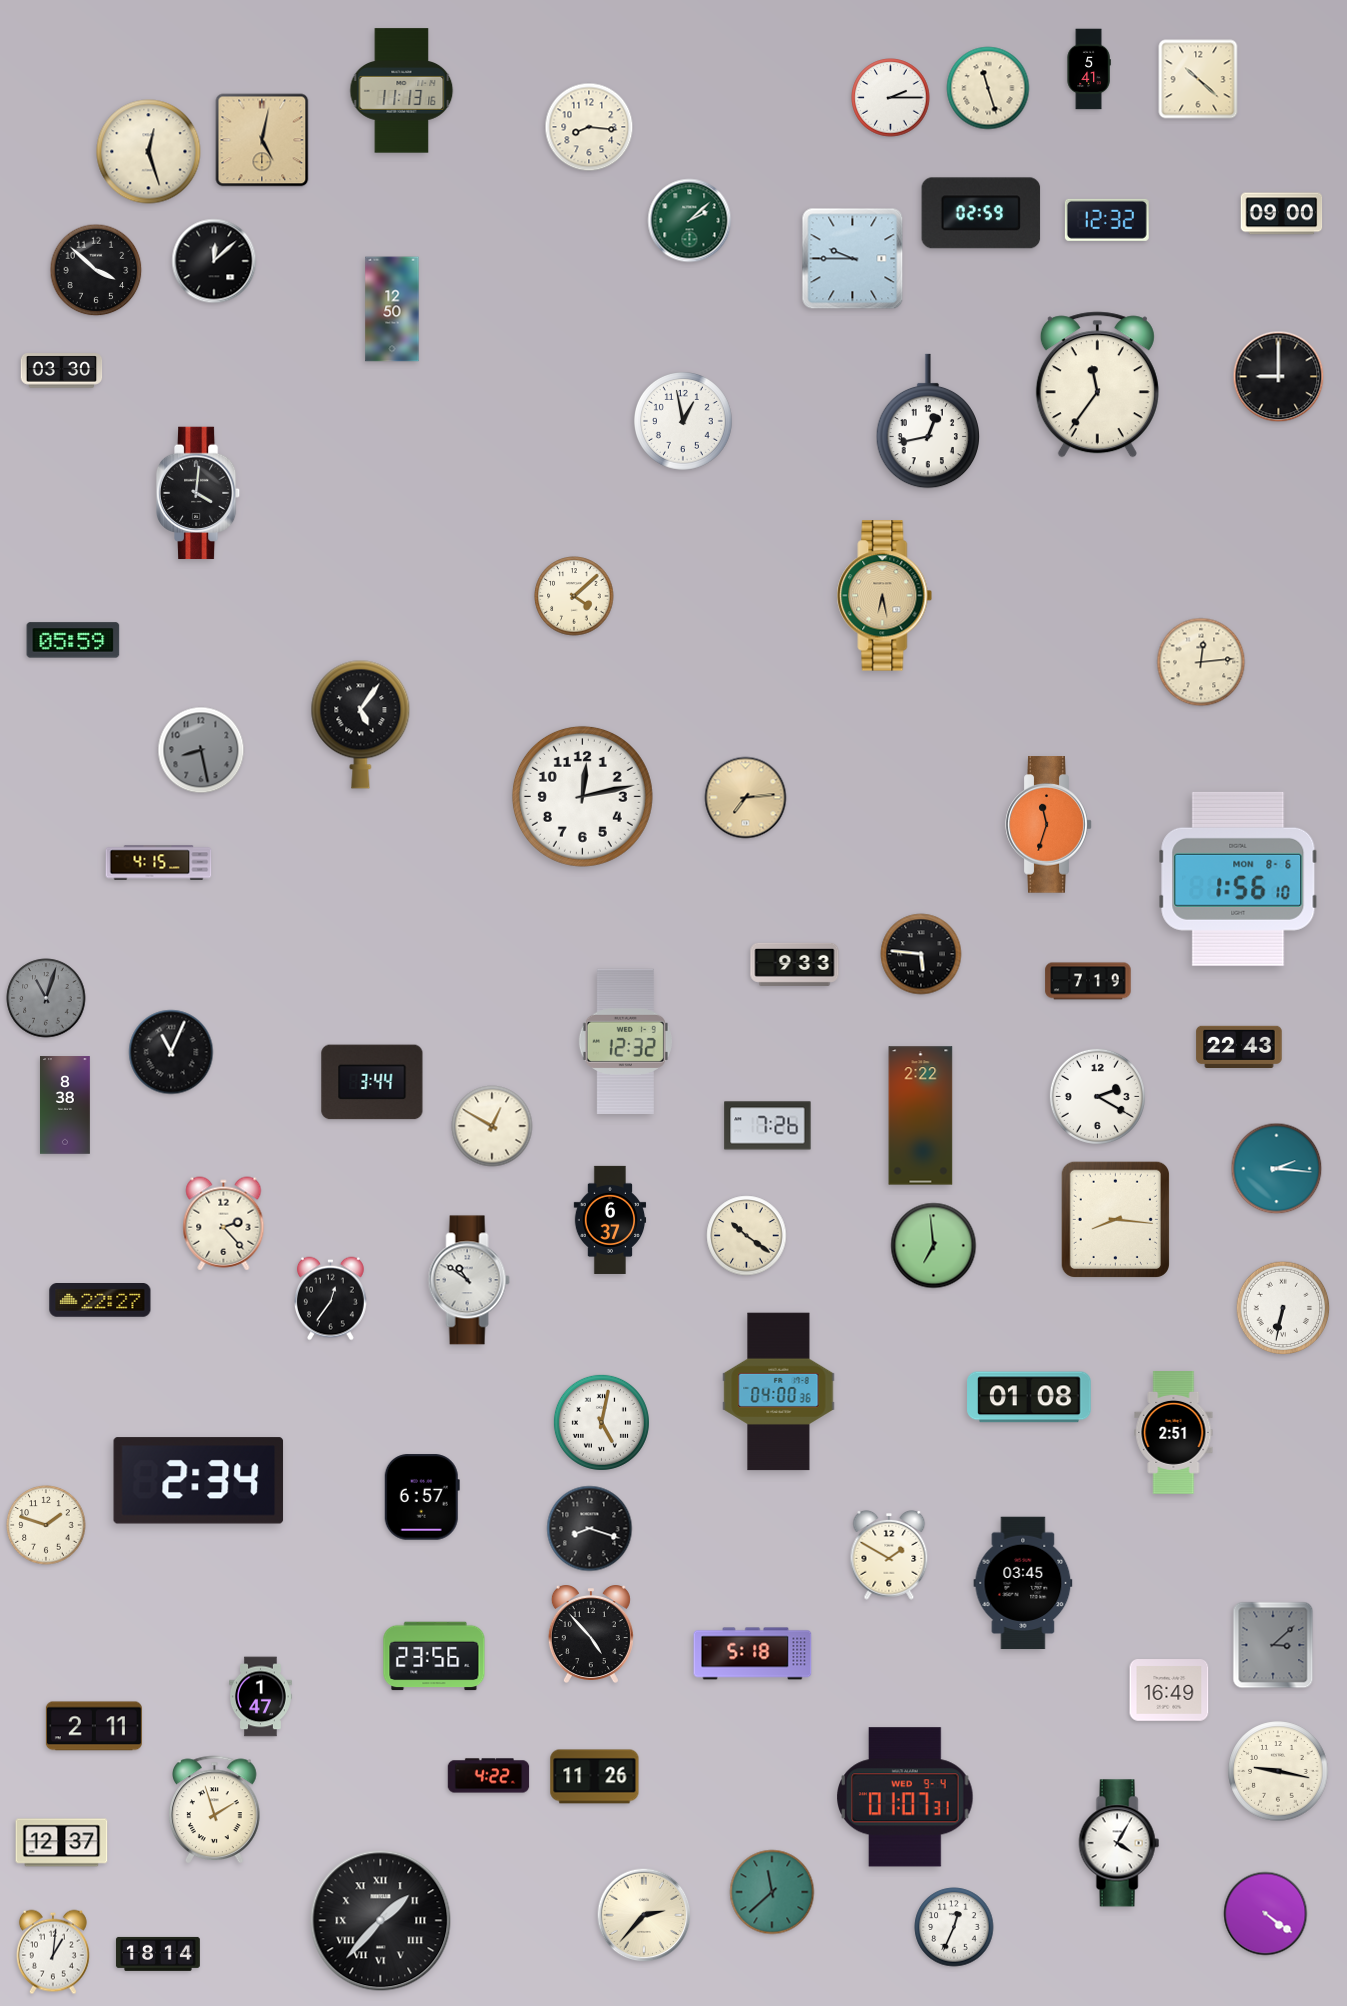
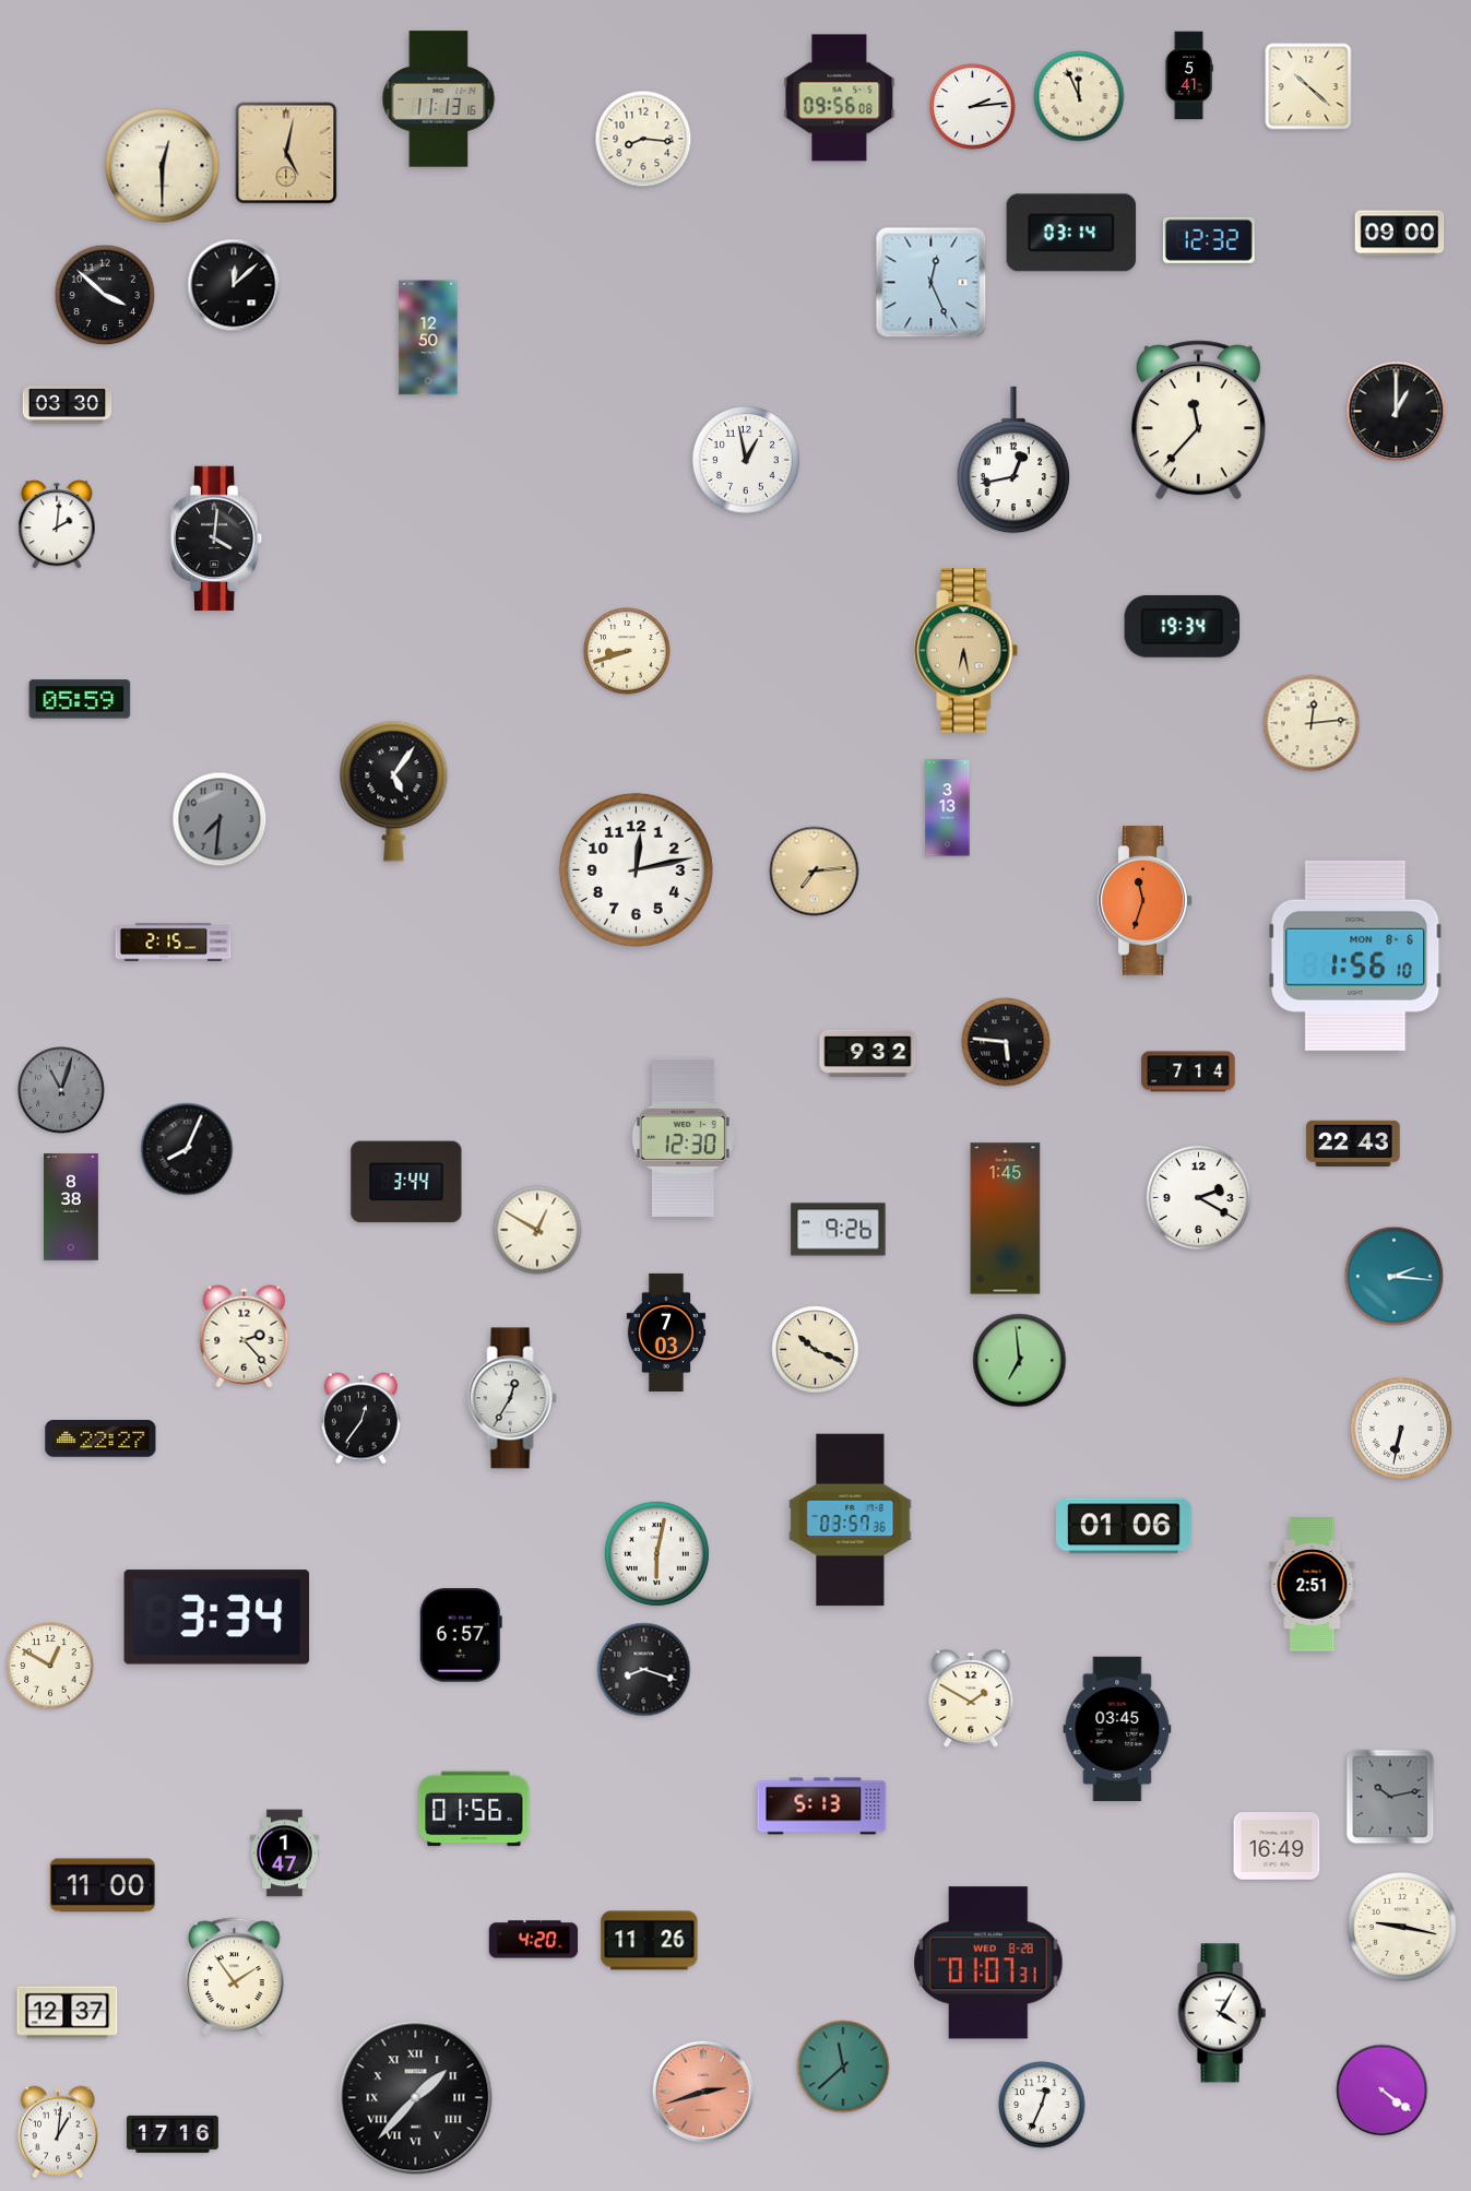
clock at (988, 88): 11:27 -> 11:56
clock at (840, 98): none -> 09:56
clock at (891, 98): 2:15 -> 2:14
clock at (149, 152): 12:27 -> 12:30
clock at (981, 213): 02:59 -> 03:14
clock at (690, 221): 2:08 -> none
clock at (853, 259): 9:45 -> 12:26
clock at (1279, 377): 9:00 -> 1:00
clock at (1097, 385): 11:36 -> 11:37
clock at (57, 524): none -> 2:01
clock at (1183, 626): none -> 19:34
clock at (574, 596): 4:08 -> 8:42
clock at (948, 808): none -> 3:13
clock at (201, 750): 8:28 -> 7:31
clock at (159, 863): 4:15 -> 2:15
clock at (1238, 879) position: (1238, 879) -> (1355, 956)
clock at (795, 964): 9:33 -> 9:32
clock at (1088, 981): 7:19 -> 7:14
clock at (46, 998) position: (46, 998) -> (61, 1090)
clock at (625, 1041): 12:32 -> 12:30
clock at (171, 1052): 11:04 -> 8:04
clock at (921, 1116): 2:22 -> 1:45
clock at (768, 1126): 7:26 -> 9:26
clock at (1115, 1219): 8:16 -> none
clock at (610, 1220): 6:37 -> 7:03
clock at (747, 1236): 10:21 -> 10:19
clock at (469, 1280): 10:51 -> 12:35
clock at (100, 1300) position: (100, 1300) -> (100, 1438)
clock at (779, 1392): 04:00 -> 03:57
clock at (1029, 1397): 01:08 -> 01:06
clock at (601, 1422): 5:02 -> 6:02
clock at (1174, 1433) position: (1174, 1433) -> (1313, 1585)
clock at (199, 1481): 2:34 -> 3:34
clock at (46, 1525): 1:48 -> 12:50
clock at (591, 1634): 4:53 -> none
clock at (1273, 1645): 3:08 -> 10:13
clock at (753, 1654): 5:18 -> 5:13
clock at (434, 1656): 23:56 -> 01:56
clock at (94, 1726): 2:11 -> 11:00
clock at (1278, 1771) position: (1278, 1771) -> (1402, 1927)
clock at (489, 1776): 4:22 -> 4:20
clock at (905, 1797) date: WED 9-4 -> WED 8-28
clock at (215, 1810): 1:57 -> 1:54
clock at (644, 1915): 2:37 -> 2:42
clock at (644, 1915) dial: cream -> salmon
clock at (158, 1954): 18:14 -> 17:16
